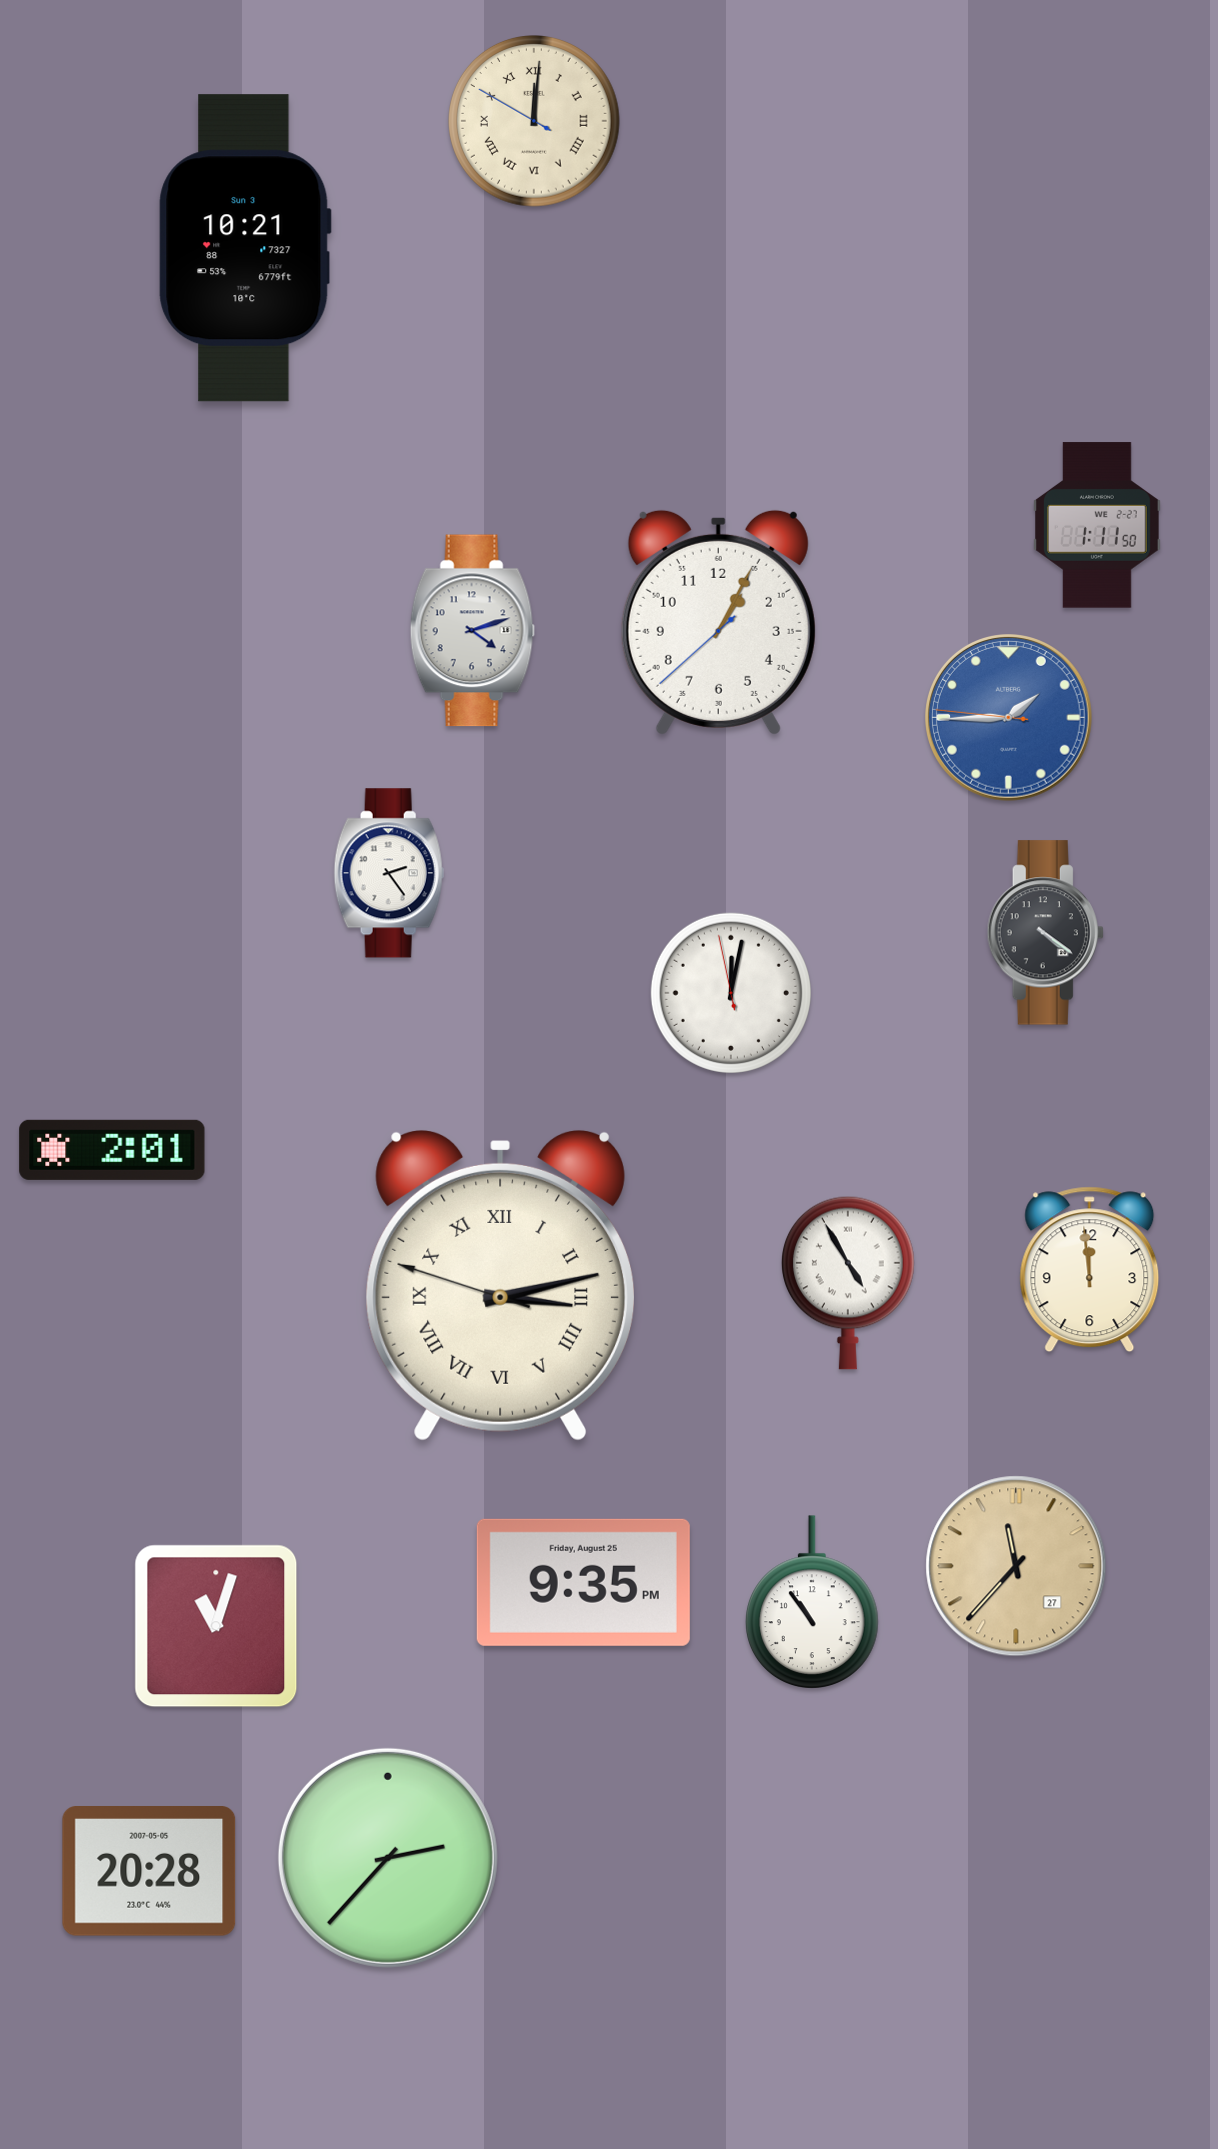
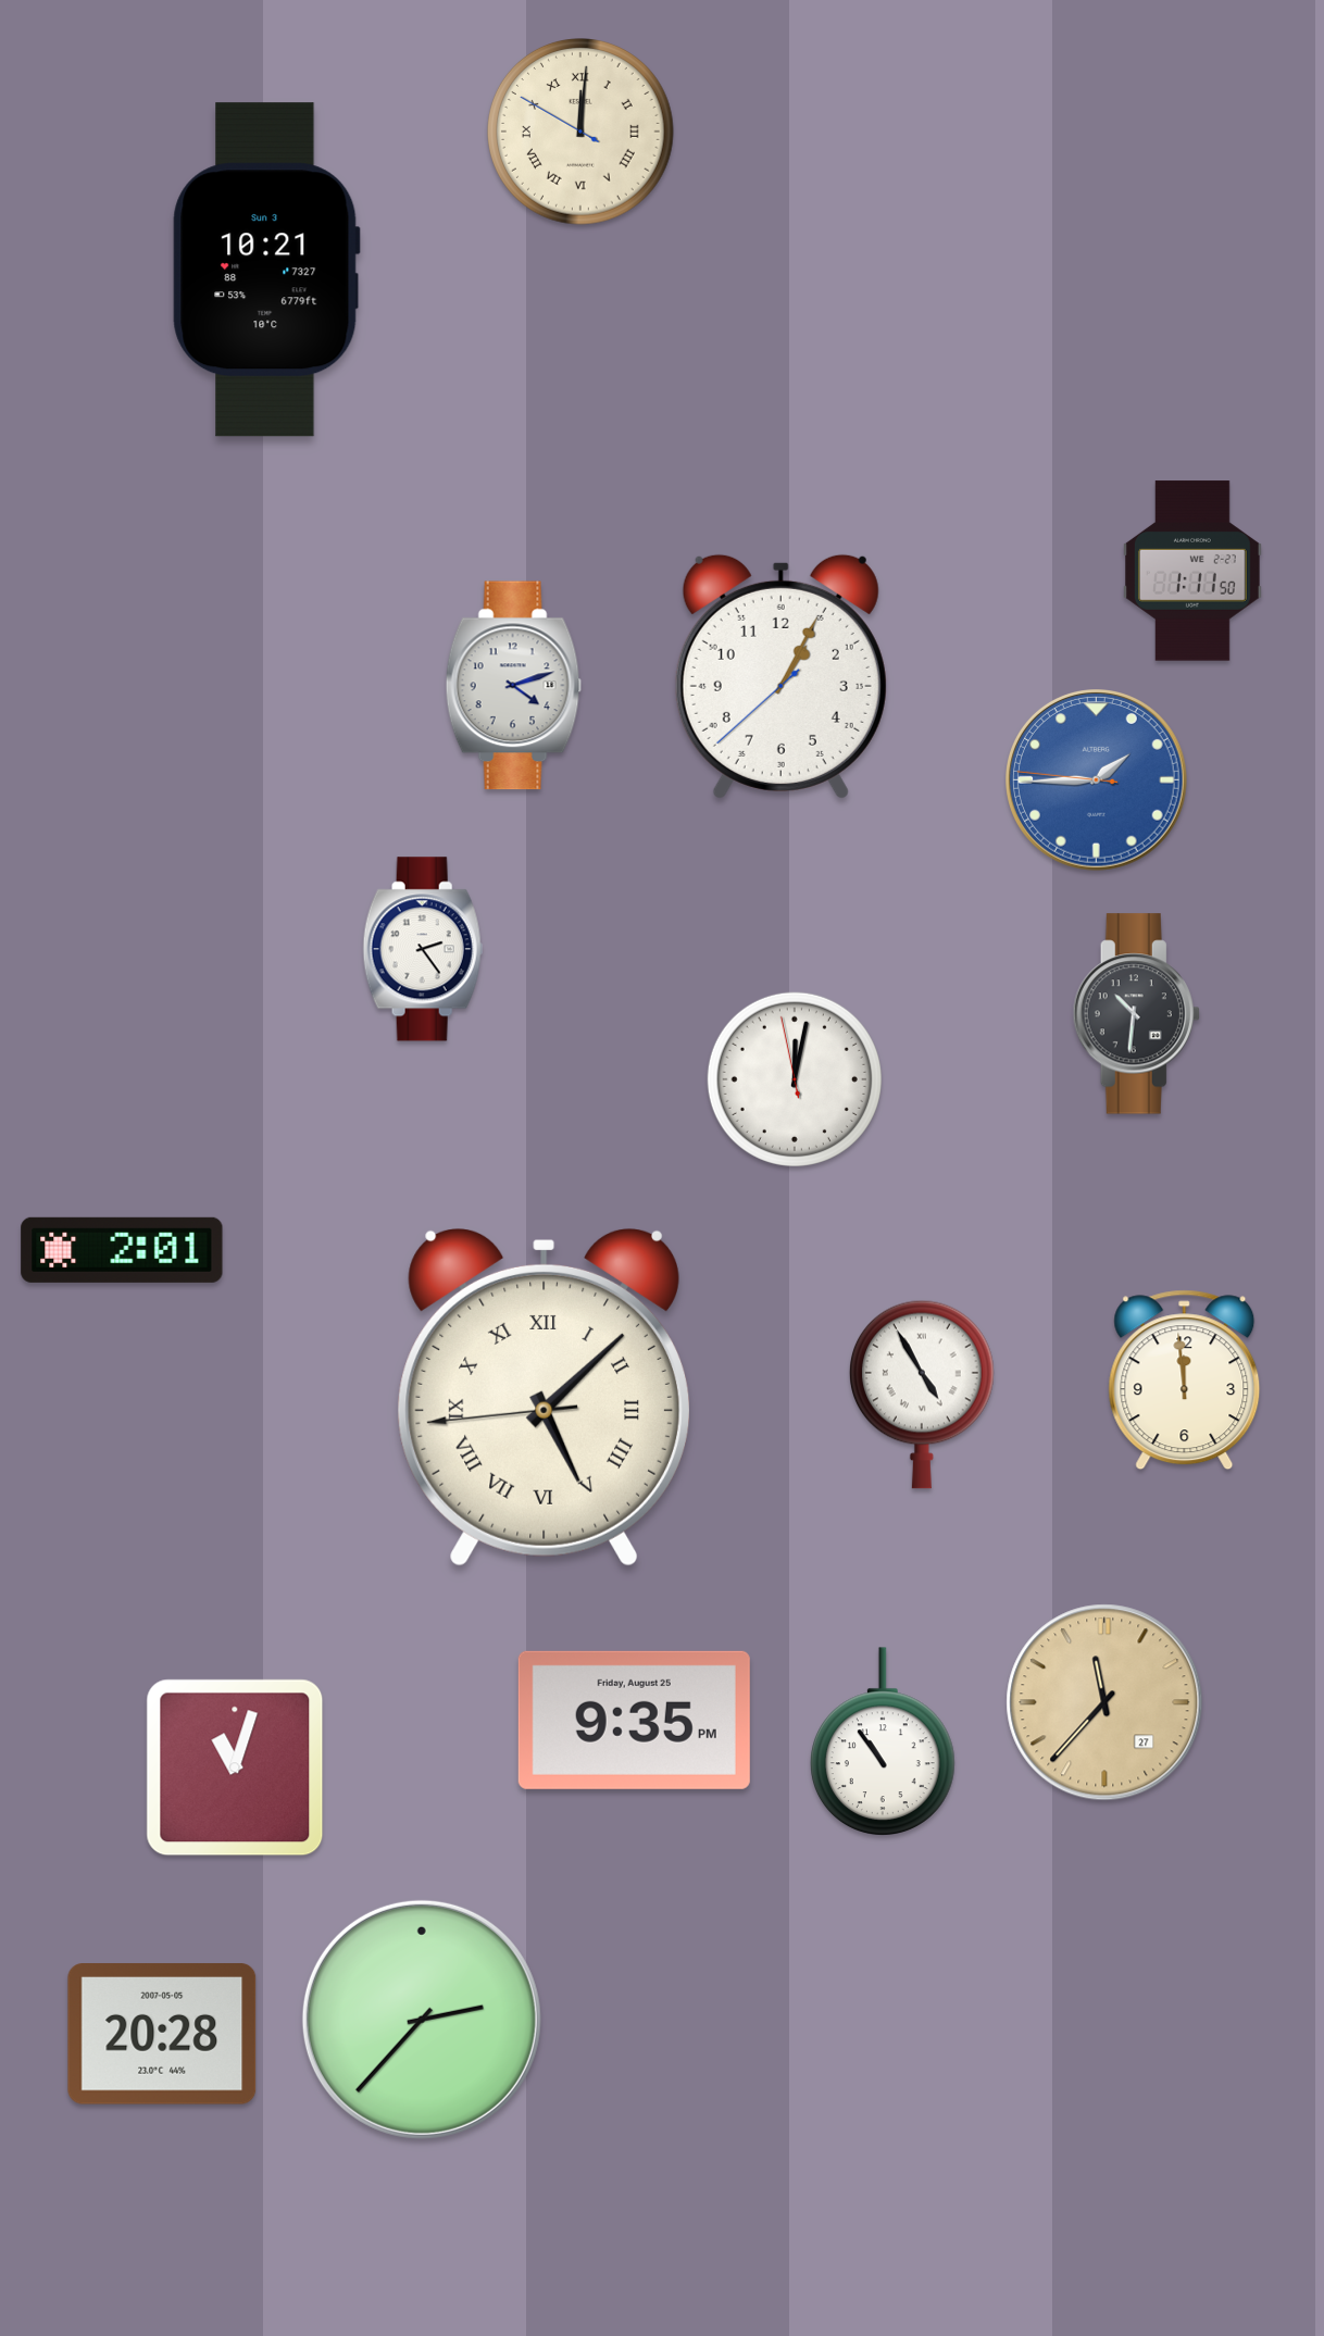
clock at (1045, 933): 4:21 -> 10:31
clock at (500, 1285): 3:12 -> 5:07
